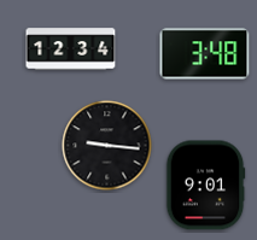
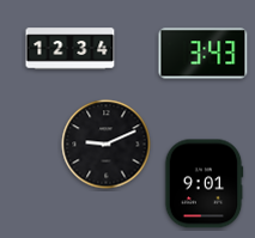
clock at (205, 54): 3:48 -> 3:43
clock at (107, 146): 9:16 -> 9:11
